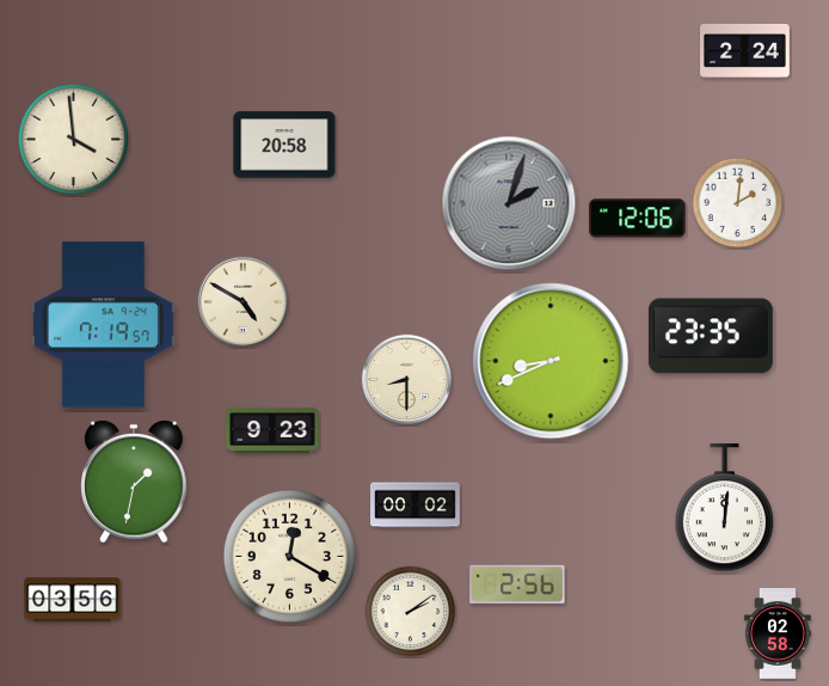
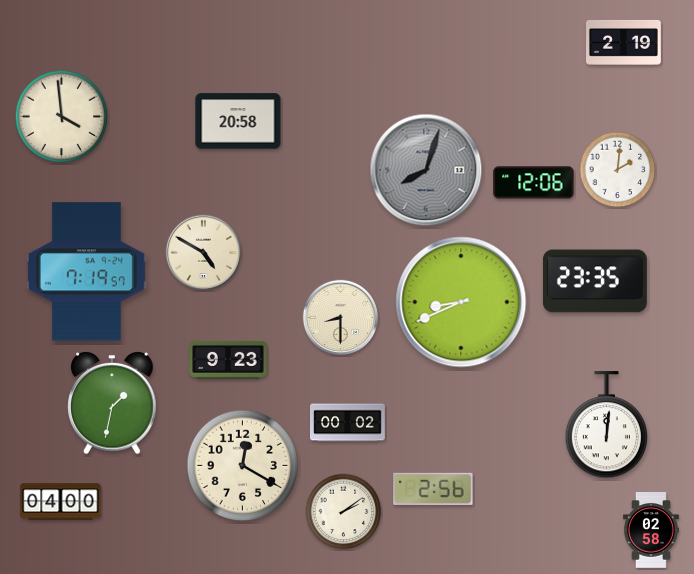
clock at (745, 50): 2:24 -> 2:19
clock at (509, 203): 2:03 -> 8:03
clock at (73, 600): 03:56 -> 04:00
